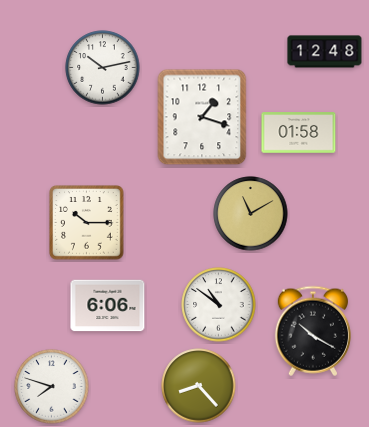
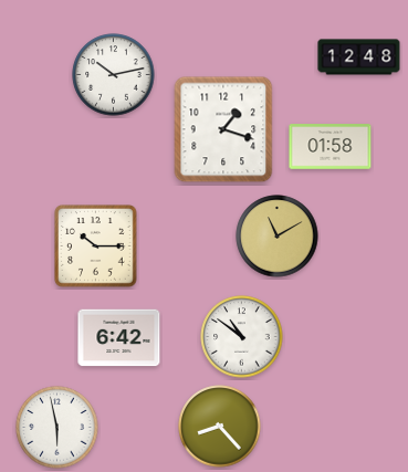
clock at (108, 306): 6:06 -> 6:42
clock at (313, 331): 10:20 -> none
clock at (52, 387): 7:48 -> 5:58
